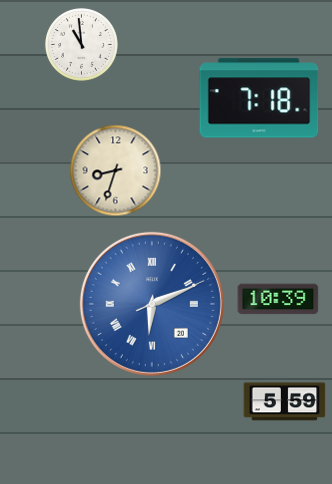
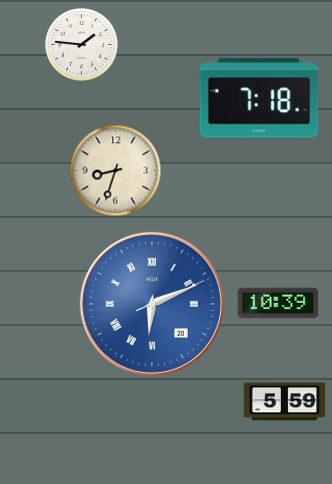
clock at (81, 44): 10:59 -> 1:46
clock at (278, 299) position: (278, 299) -> (278, 303)
